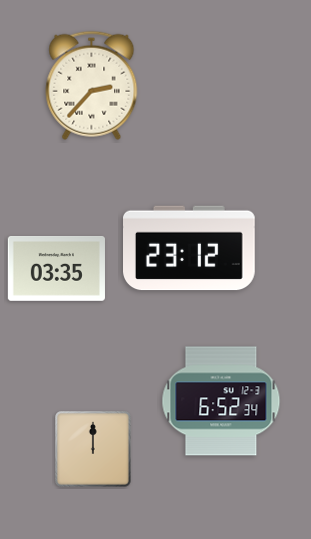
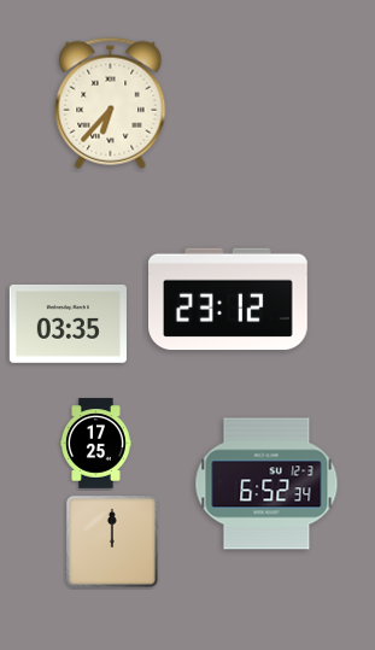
clock at (92, 85): 2:37 -> 6:37
clock at (96, 444): none -> 17:25
